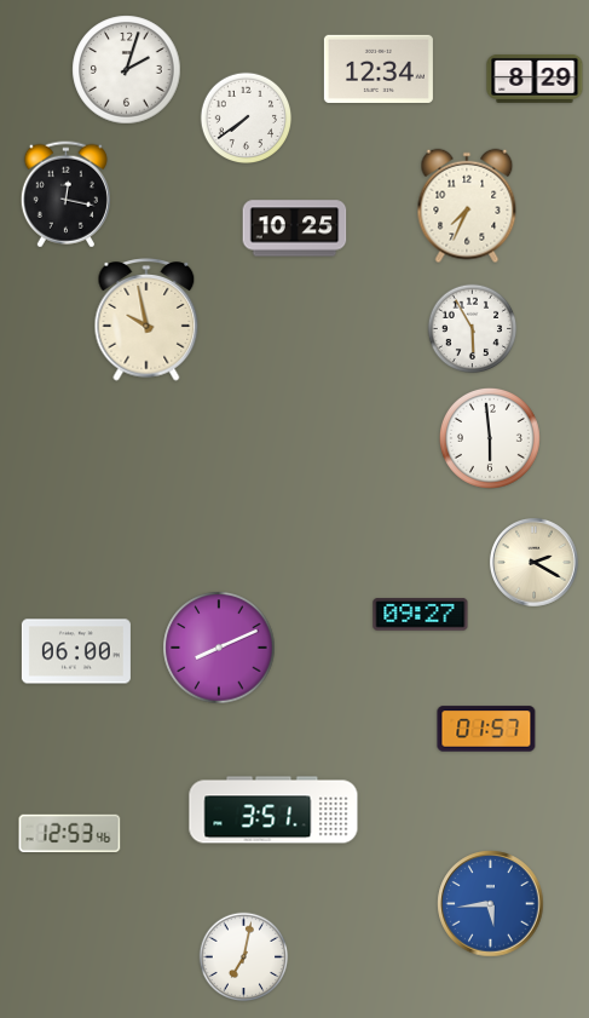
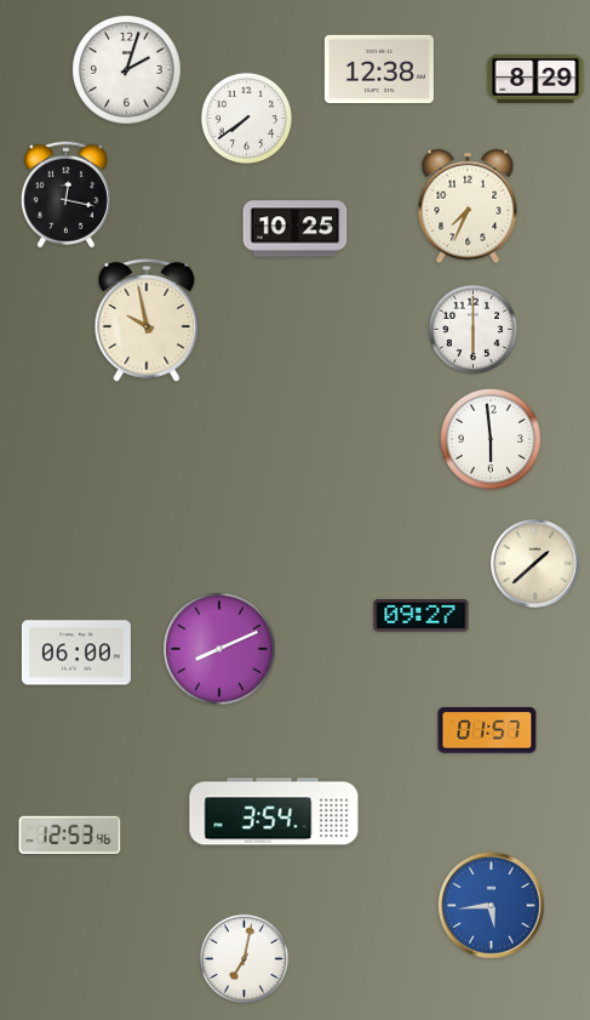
clock at (379, 68): 12:34 -> 12:38
clock at (473, 329): 5:55 -> 6:00
clock at (533, 562): 2:20 -> 1:38
clock at (273, 810): 3:51 -> 3:54
